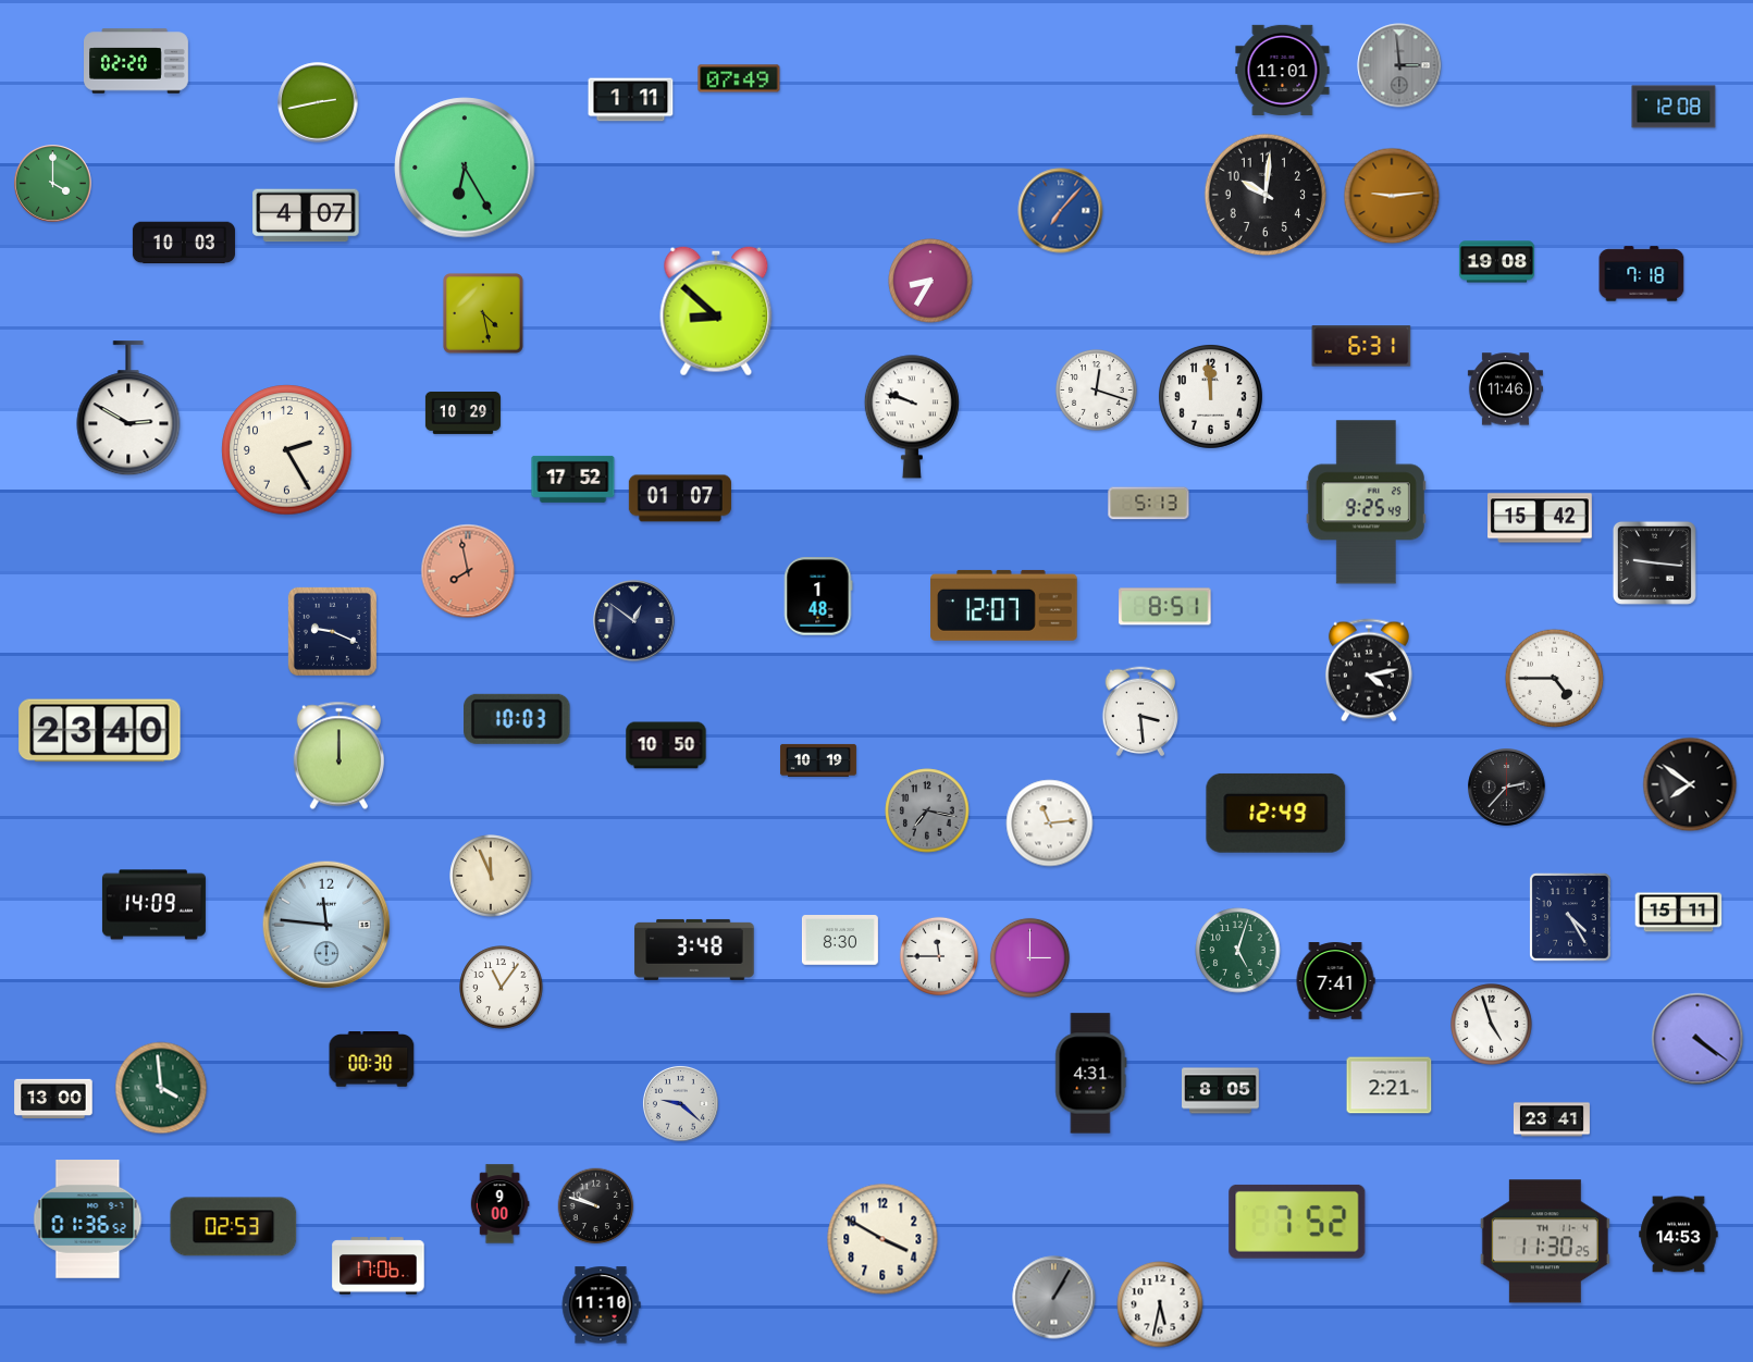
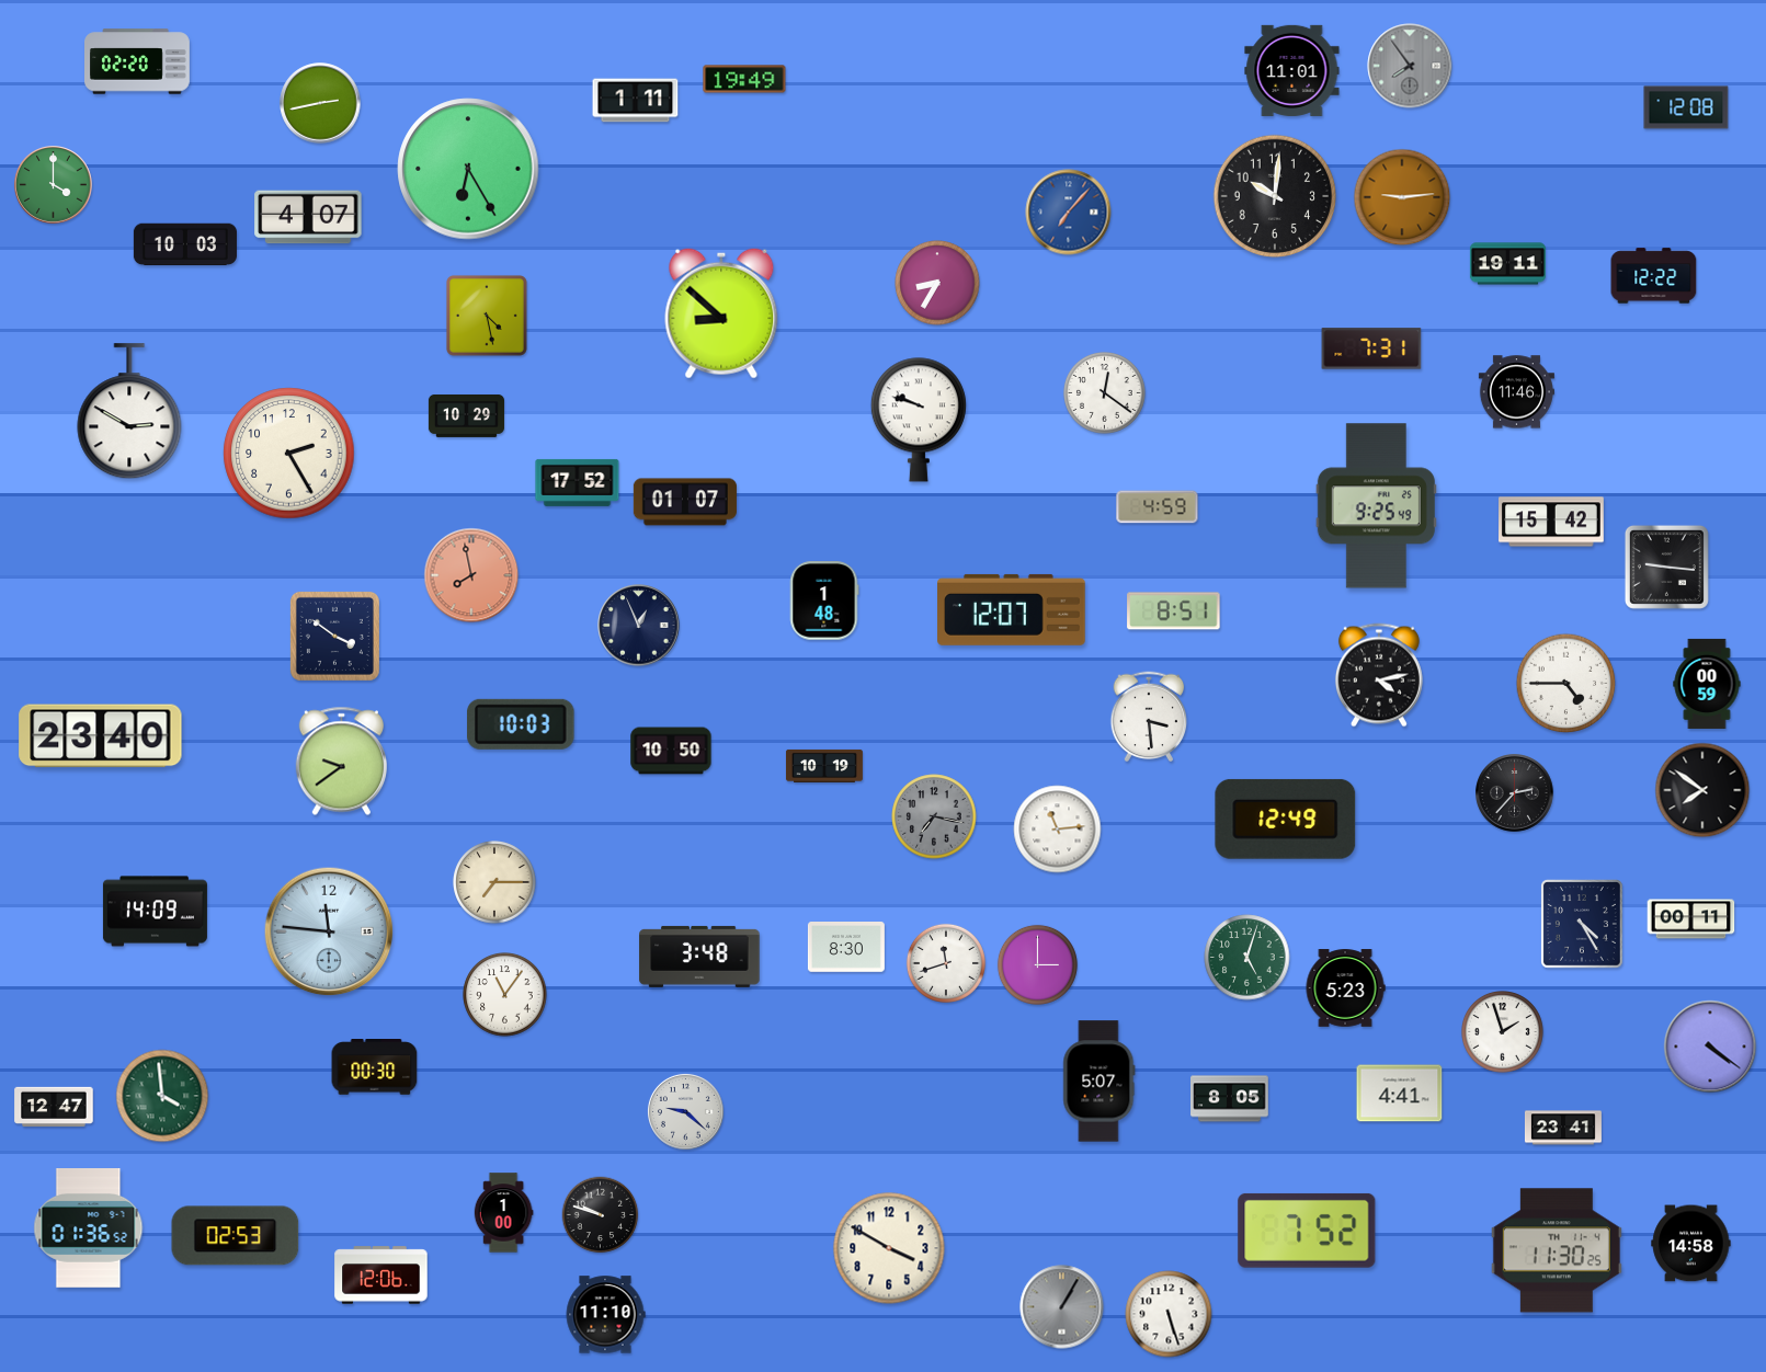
clock at (1399, 65): 2:59 -> 7:54
clock at (739, 78): 07:49 -> 19:49
clock at (1496, 262): 19:08 -> 19:11
clock at (1642, 274): 7:18 -> 12:22
clock at (1361, 346): 6:31 -> 7:31
clock at (1097, 391): 12:18 -> 12:21
clock at (1210, 396): 11:59 -> none
clock at (1149, 504): 5:13 -> 4:59
clock at (634, 621): 12:51 -> 12:56
clock at (332, 631): 9:19 -> 3:51
clock at (1707, 684): none -> 00:59
clock at (338, 756): 12:00 -> 9:39
clock at (1507, 788) position: (1507, 788) -> (1515, 793)
clock at (491, 876): 11:56 -> 7:15
clock at (1679, 913): 15:11 -> 00:11
clock at (939, 956): 11:45 -> 11:42
clock at (1335, 981): 7:41 -> 5:23
clock at (1492, 1025): 4:57 -> 1:57
clock at (1091, 1074): 4:31 -> 5:07
clock at (1390, 1086): 2:21 -> 4:41
clock at (53, 1099): 13:00 -> 12:47
clock at (499, 1204): 9:00 -> 1:00
clock at (1679, 1235): 14:53 -> 14:58
clock at (379, 1266): 17:06 -> 12:06
clock at (1160, 1304): 5:32 -> 5:27
